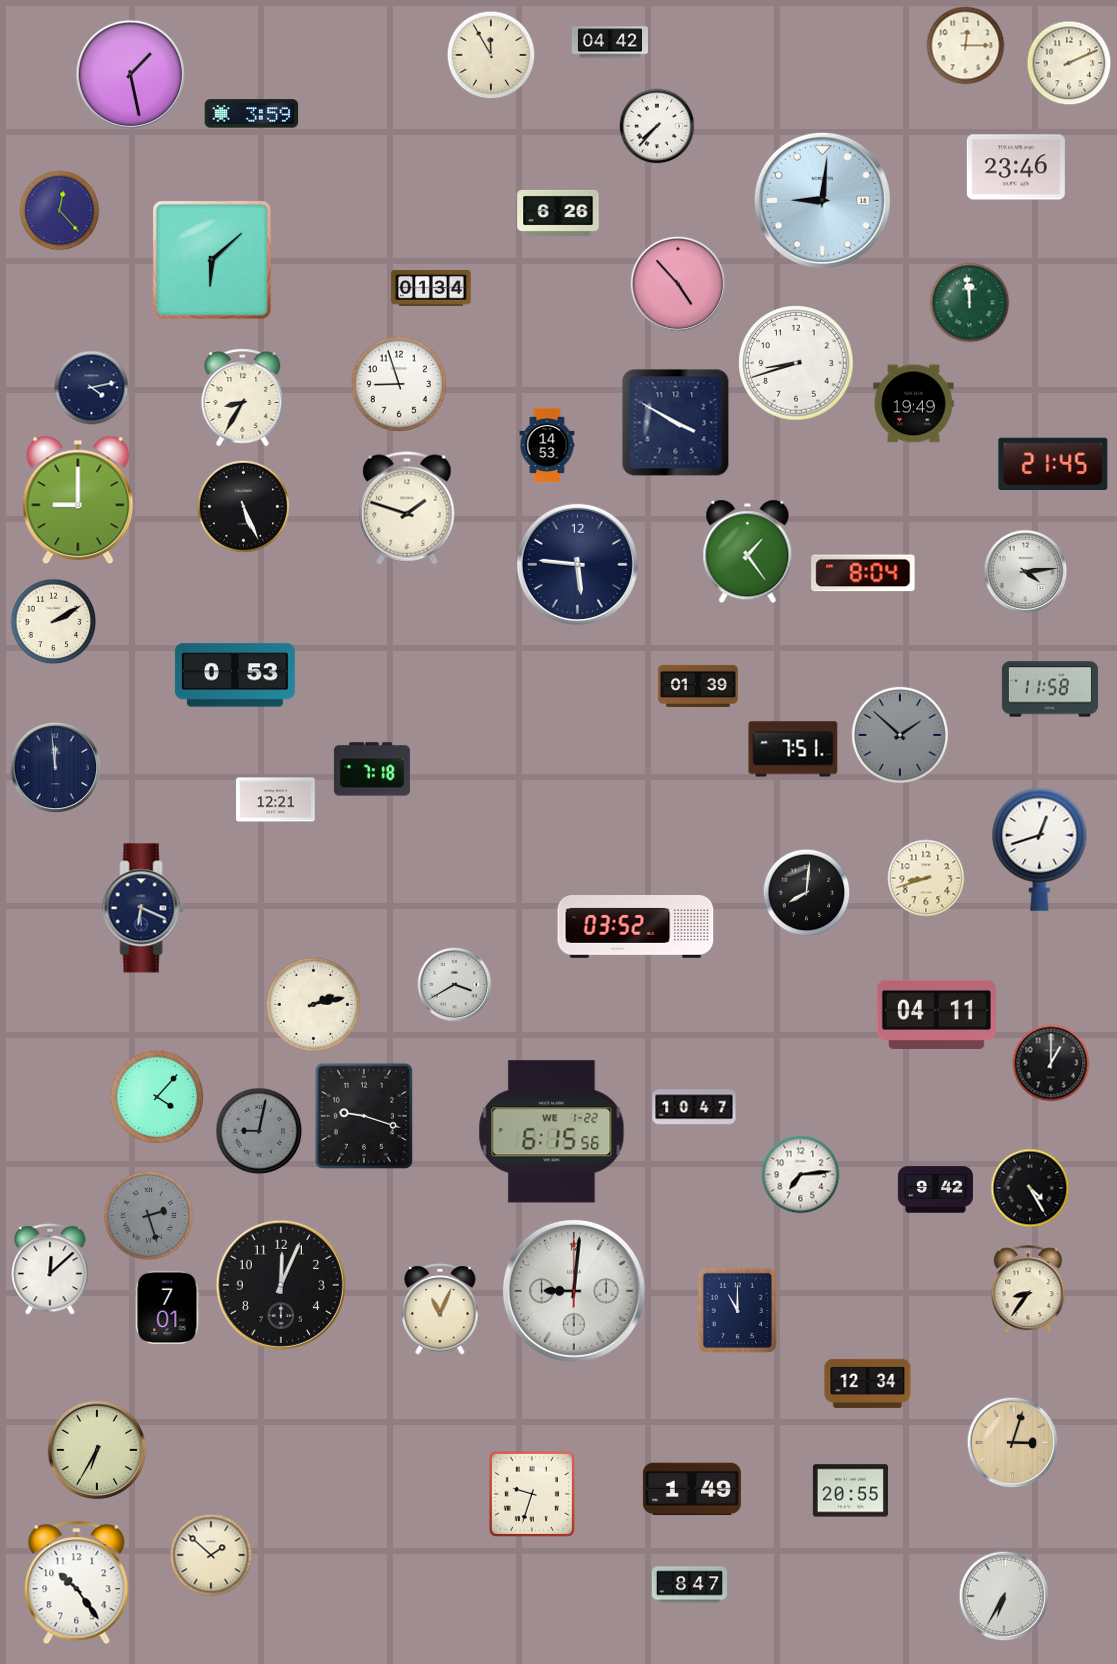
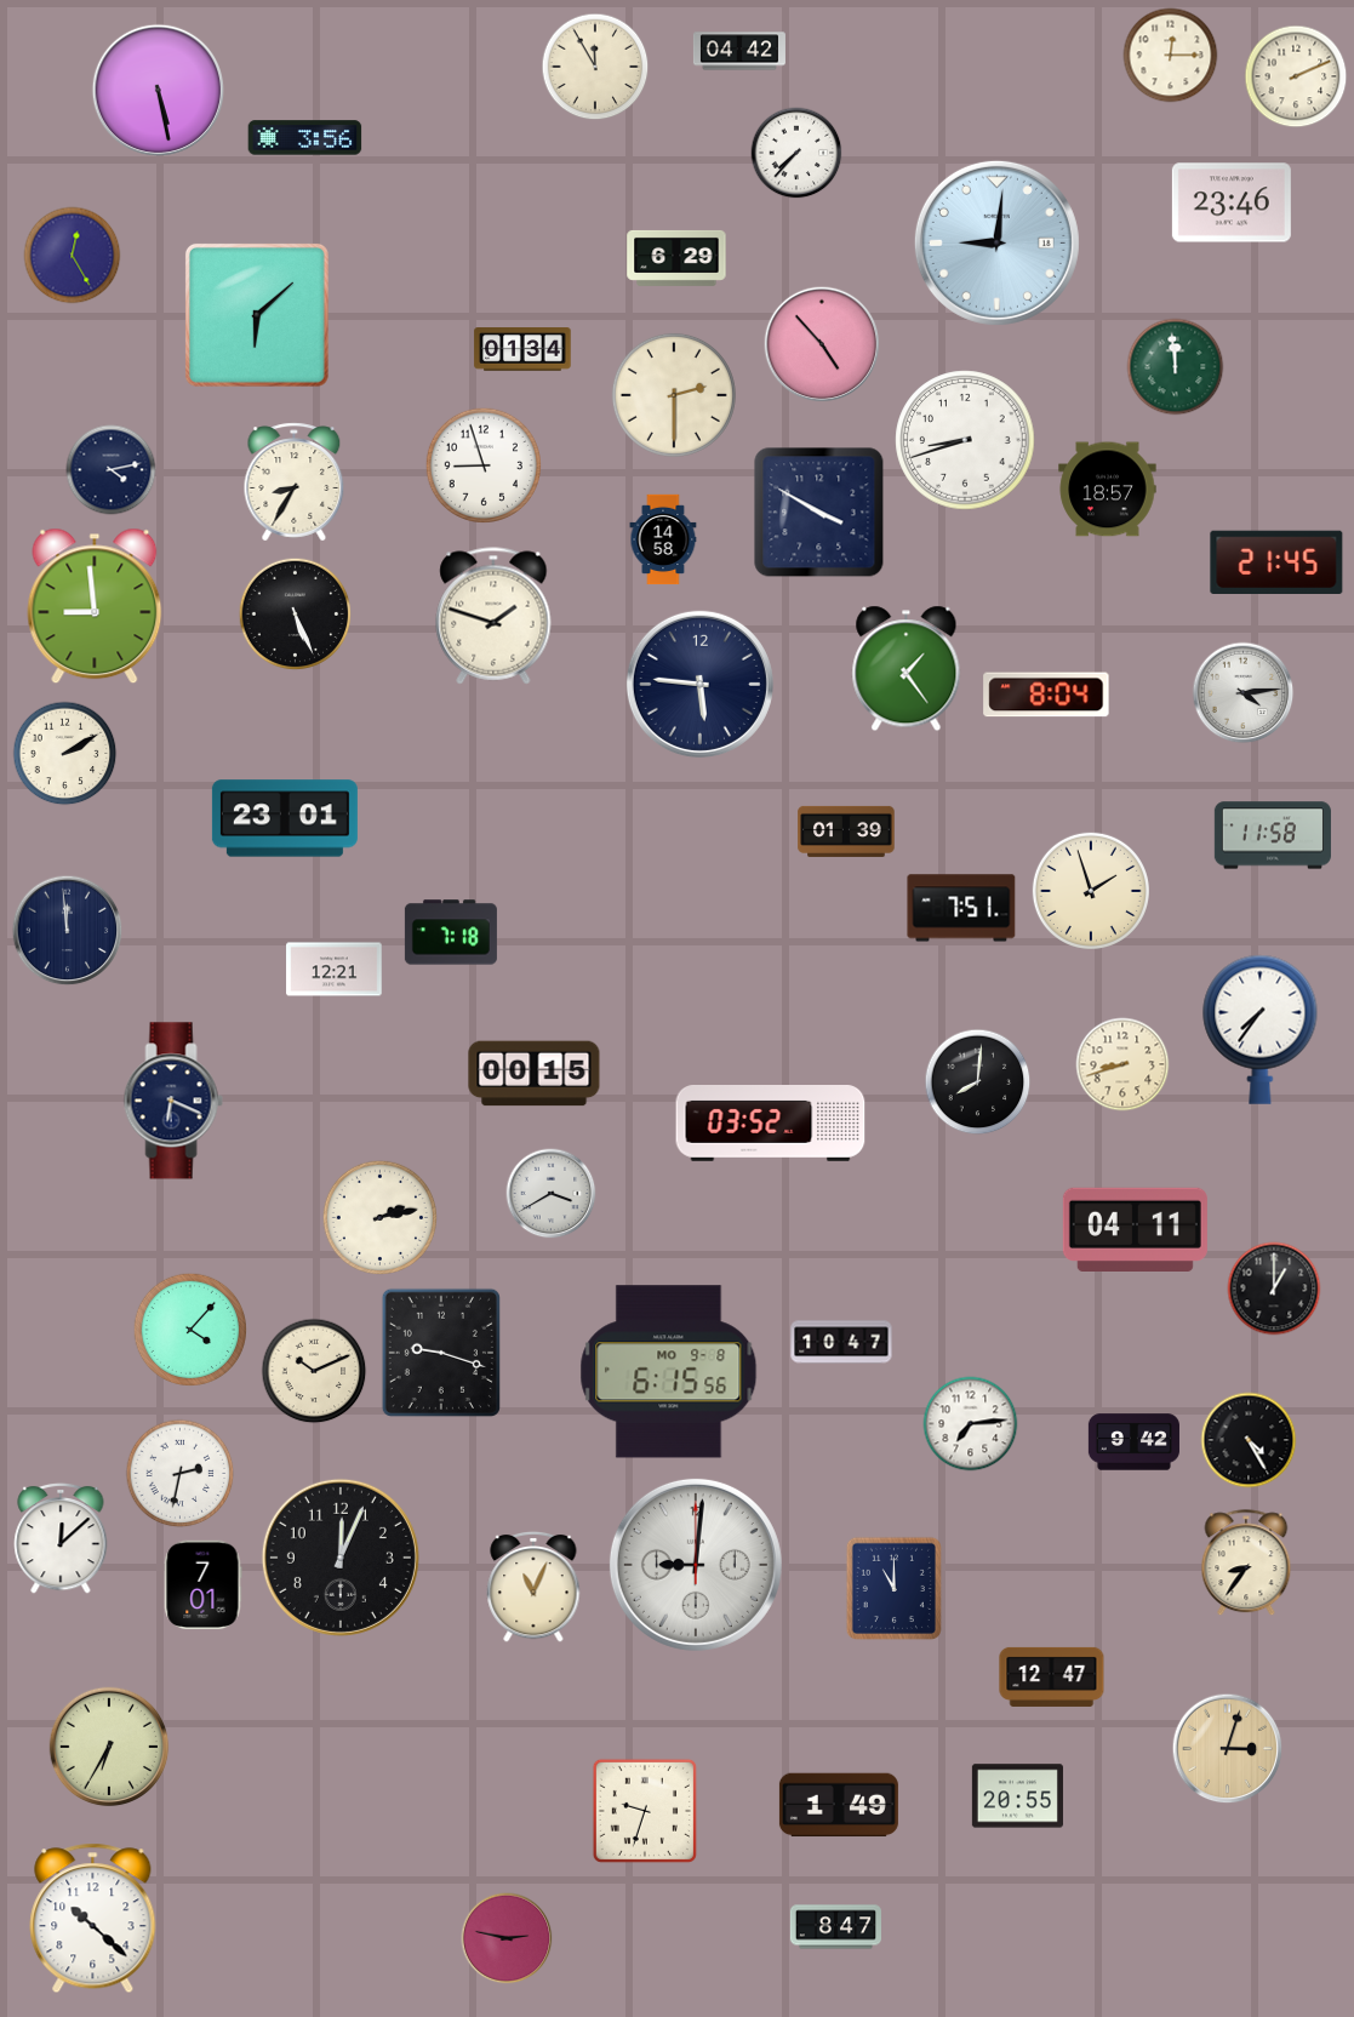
clock at (130, 74): 1:28 -> 5:28
clock at (252, 114): 3:59 -> 3:56
clock at (60, 211): 12:23 -> 12:25
clock at (558, 213): 6:26 -> 6:29
clock at (674, 395): none -> 2:30
clock at (914, 404): 19:49 -> 18:57
clock at (547, 445): 14:53 -> 14:58
clock at (78, 500): 9:00 -> 8:59
clock at (235, 675): 0:53 -> 23:01
clock at (900, 735): 1:52 -> 1:57
clock at (900, 735) dial: grey -> cream
clock at (1040, 849): 12:42 -> 7:36
clock at (535, 1074): none -> 00:15
clock at (259, 1131): 9:02 -> 10:11
clock at (259, 1131) dial: grey -> cream
clock at (552, 1132) date: WE 1-22 -> MO 9-8
clock at (149, 1216): 2:27 -> 2:32
clock at (149, 1216) dial: grey -> white
clock at (868, 1383): 12:34 -> 12:47
clock at (97, 1450) position: (97, 1450) -> (109, 1747)
clock at (850, 1491) position: (850, 1491) -> (1017, 1796)
clock at (211, 1555): 1:52 -> none
clock at (77, 1583): 10:24 -> 10:22
clock at (689, 1585) position: (689, 1585) -> (835, 1927)
clock at (1004, 1596): 6:35 -> none
clock at (507, 1938): none -> 2:47
